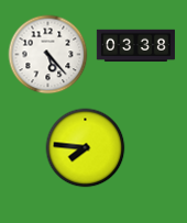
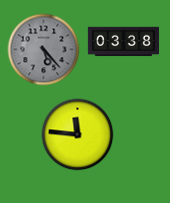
clock at (48, 55) dial: white -> grey
clock at (86, 148): 7:46 -> 11:46
